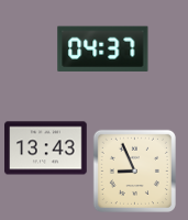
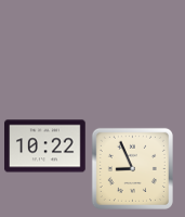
clock at (103, 48): 04:37 -> none
clock at (46, 148): 13:43 -> 10:22
